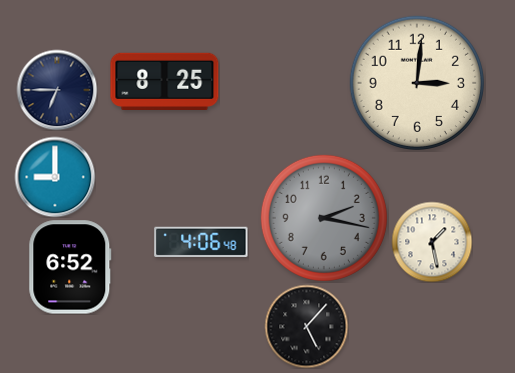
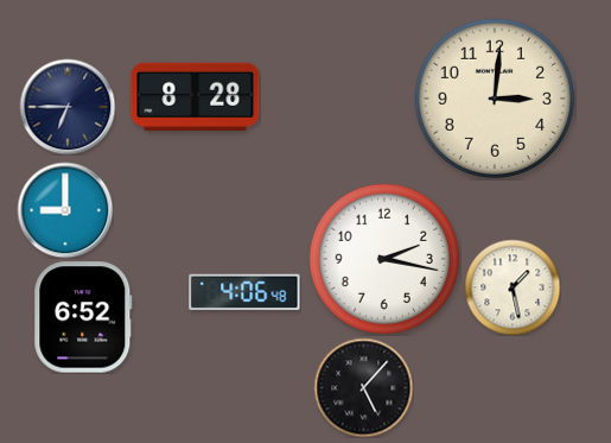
clock at (165, 81): 8:25 -> 8:28
clock at (324, 218) dial: grey -> white
clock at (201, 242) position: (201, 242) -> (244, 292)
